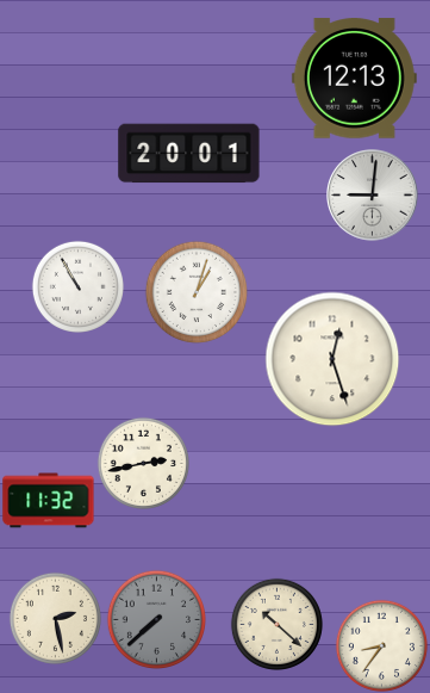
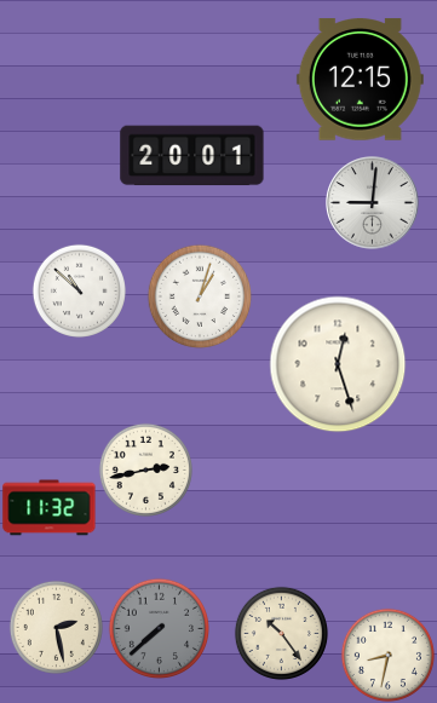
clock at (354, 79): 12:13 -> 12:15
clock at (373, 196) position: (373, 196) -> (373, 203)
clock at (77, 286): 10:55 -> 10:52
clock at (276, 624): 10:22 -> 10:24
clock at (381, 645): 8:36 -> 8:32
